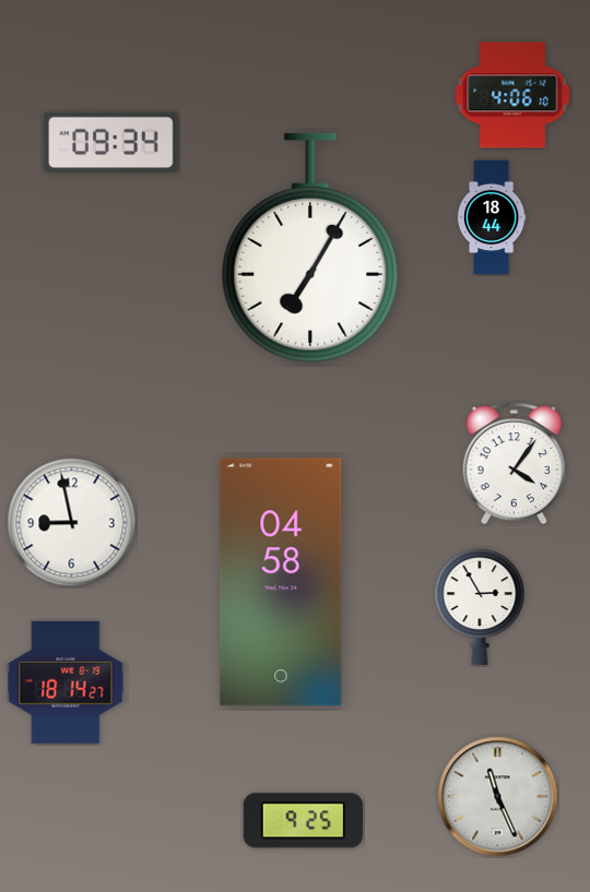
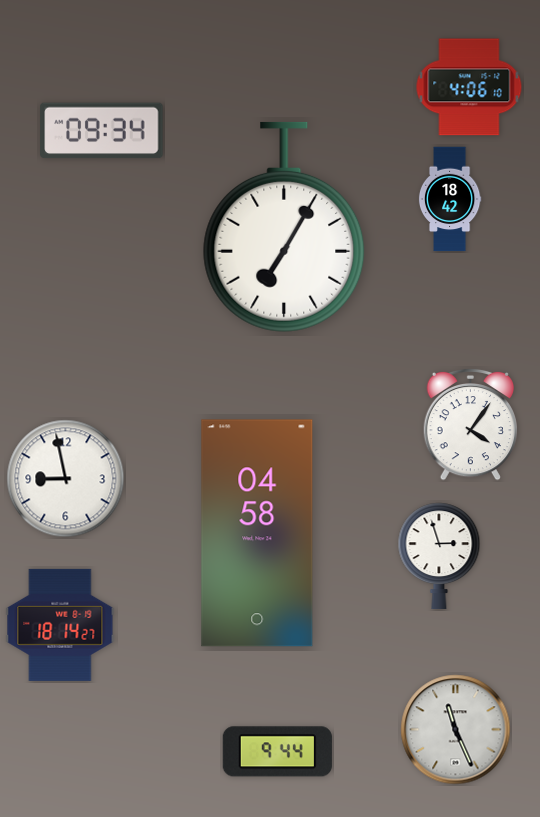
clock at (492, 217): 18:44 -> 18:42
clock at (480, 607): 2:55 -> 2:57
clock at (303, 821): 9:25 -> 9:44
